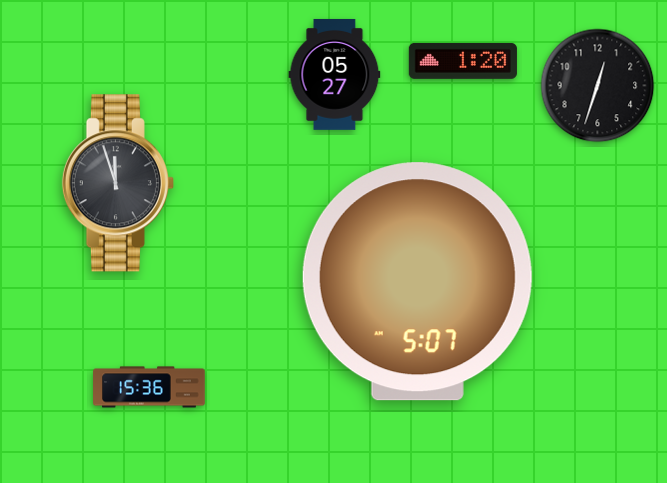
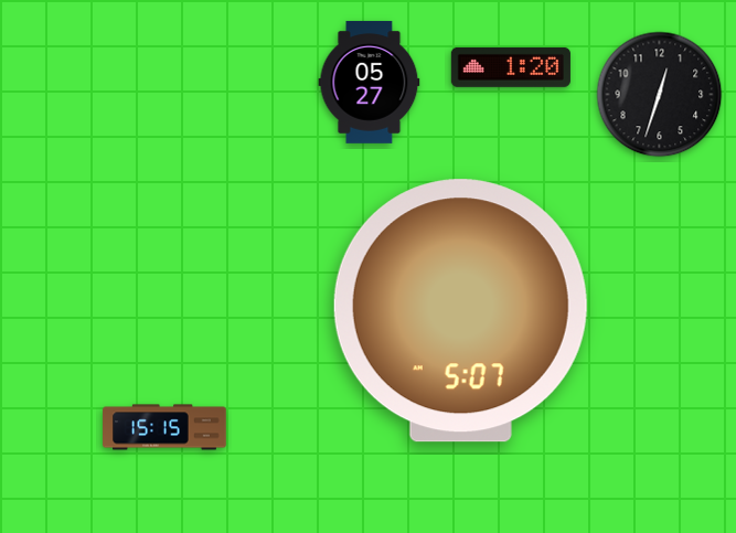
clock at (118, 183): 11:57 -> none
clock at (149, 387): 15:36 -> 15:15
